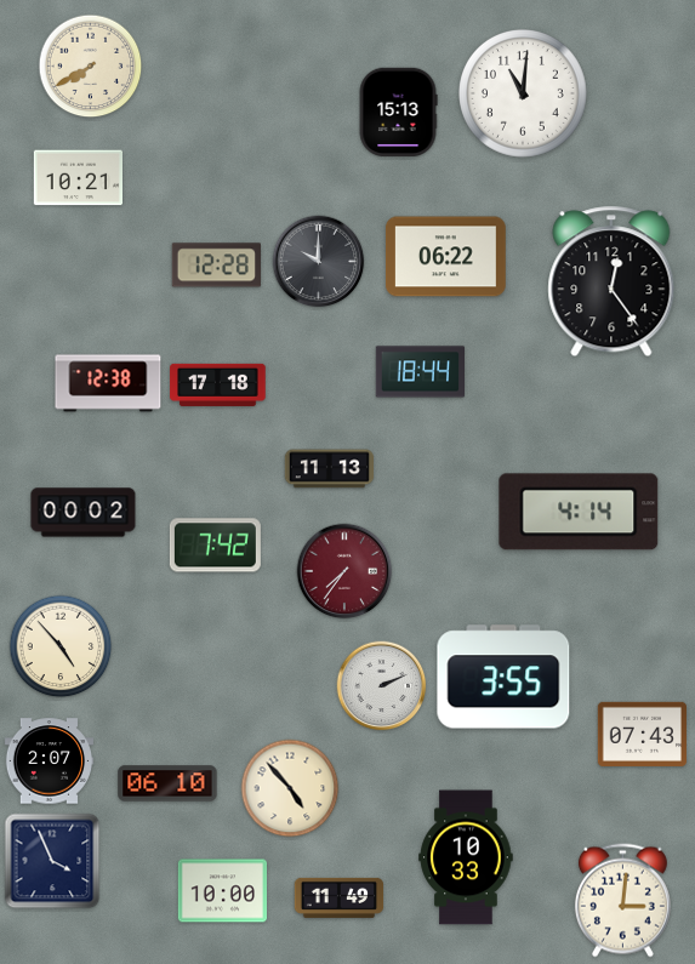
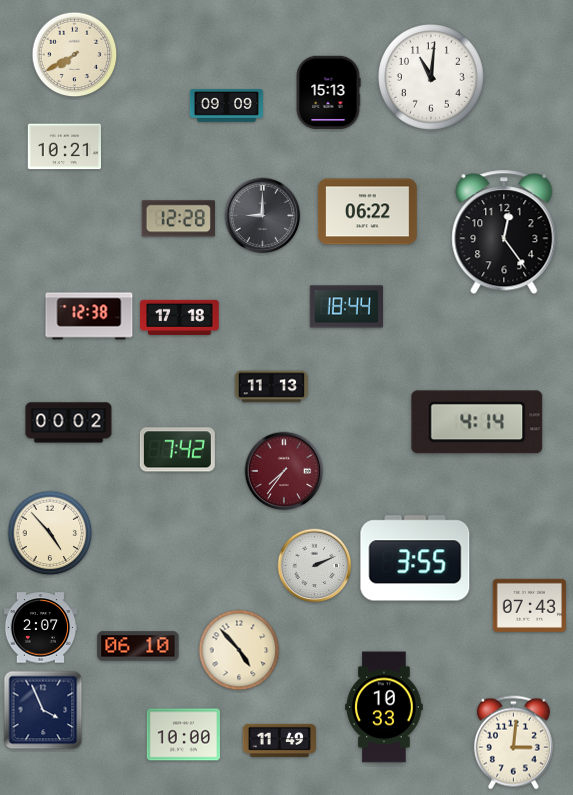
clock at (227, 106): none -> 09:09
clock at (319, 262): 10:00 -> 9:00
